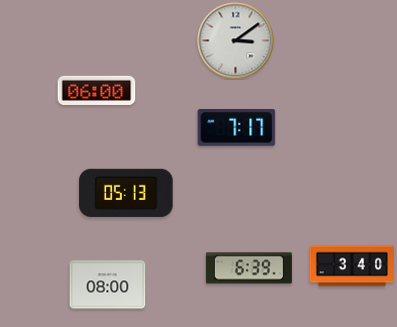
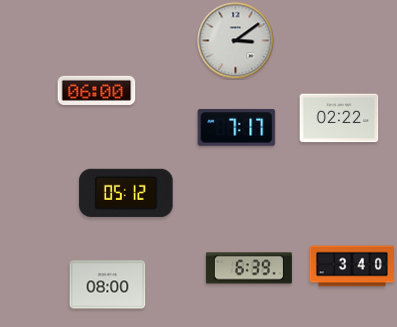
clock at (339, 118): none -> 02:22
clock at (126, 193): 05:13 -> 05:12
